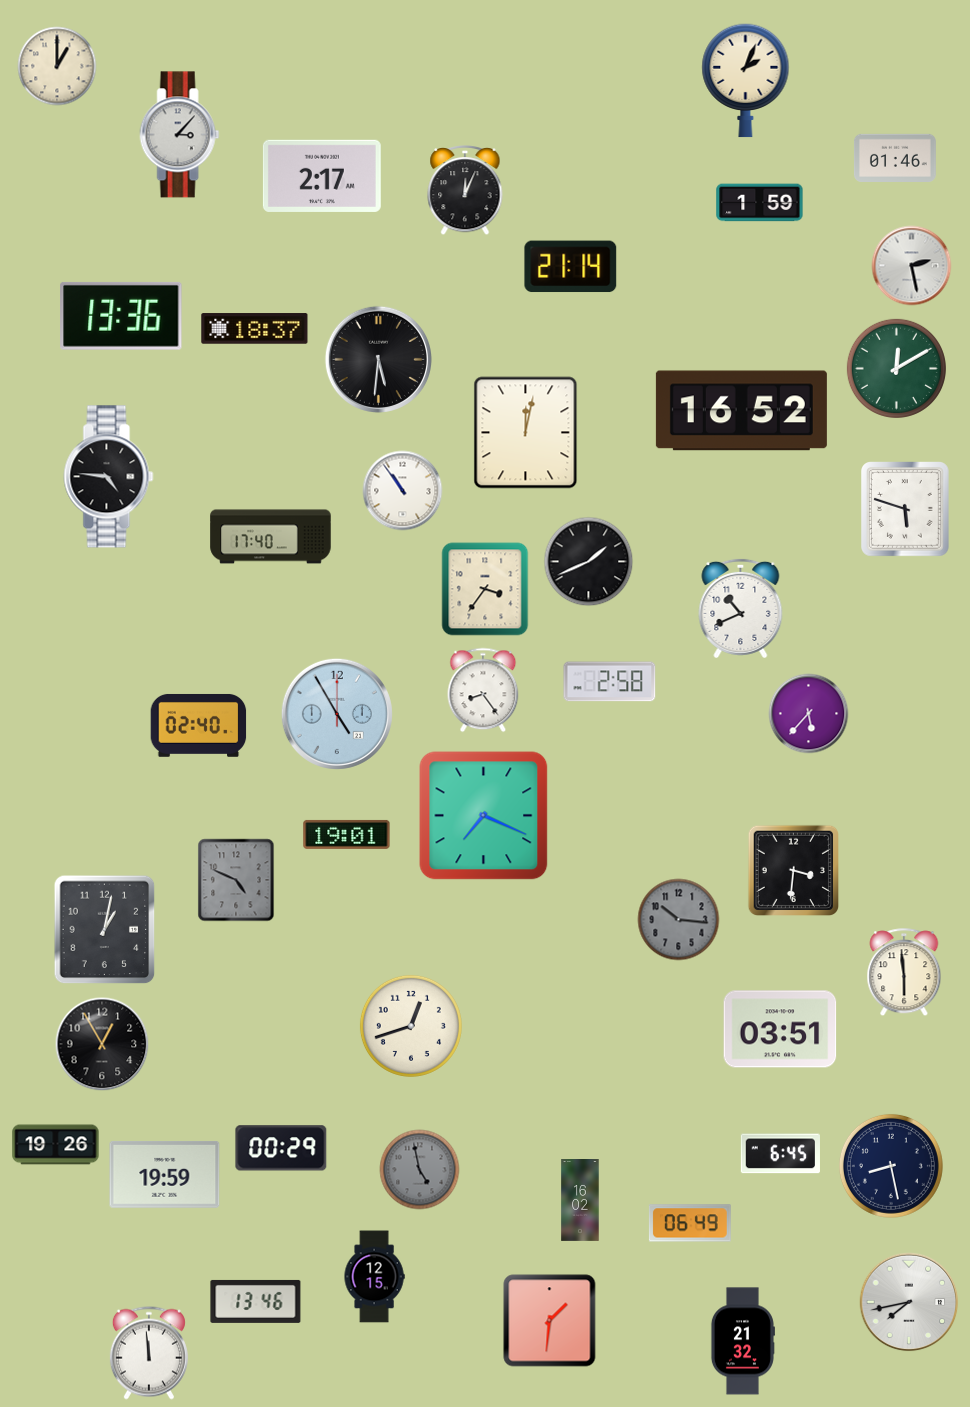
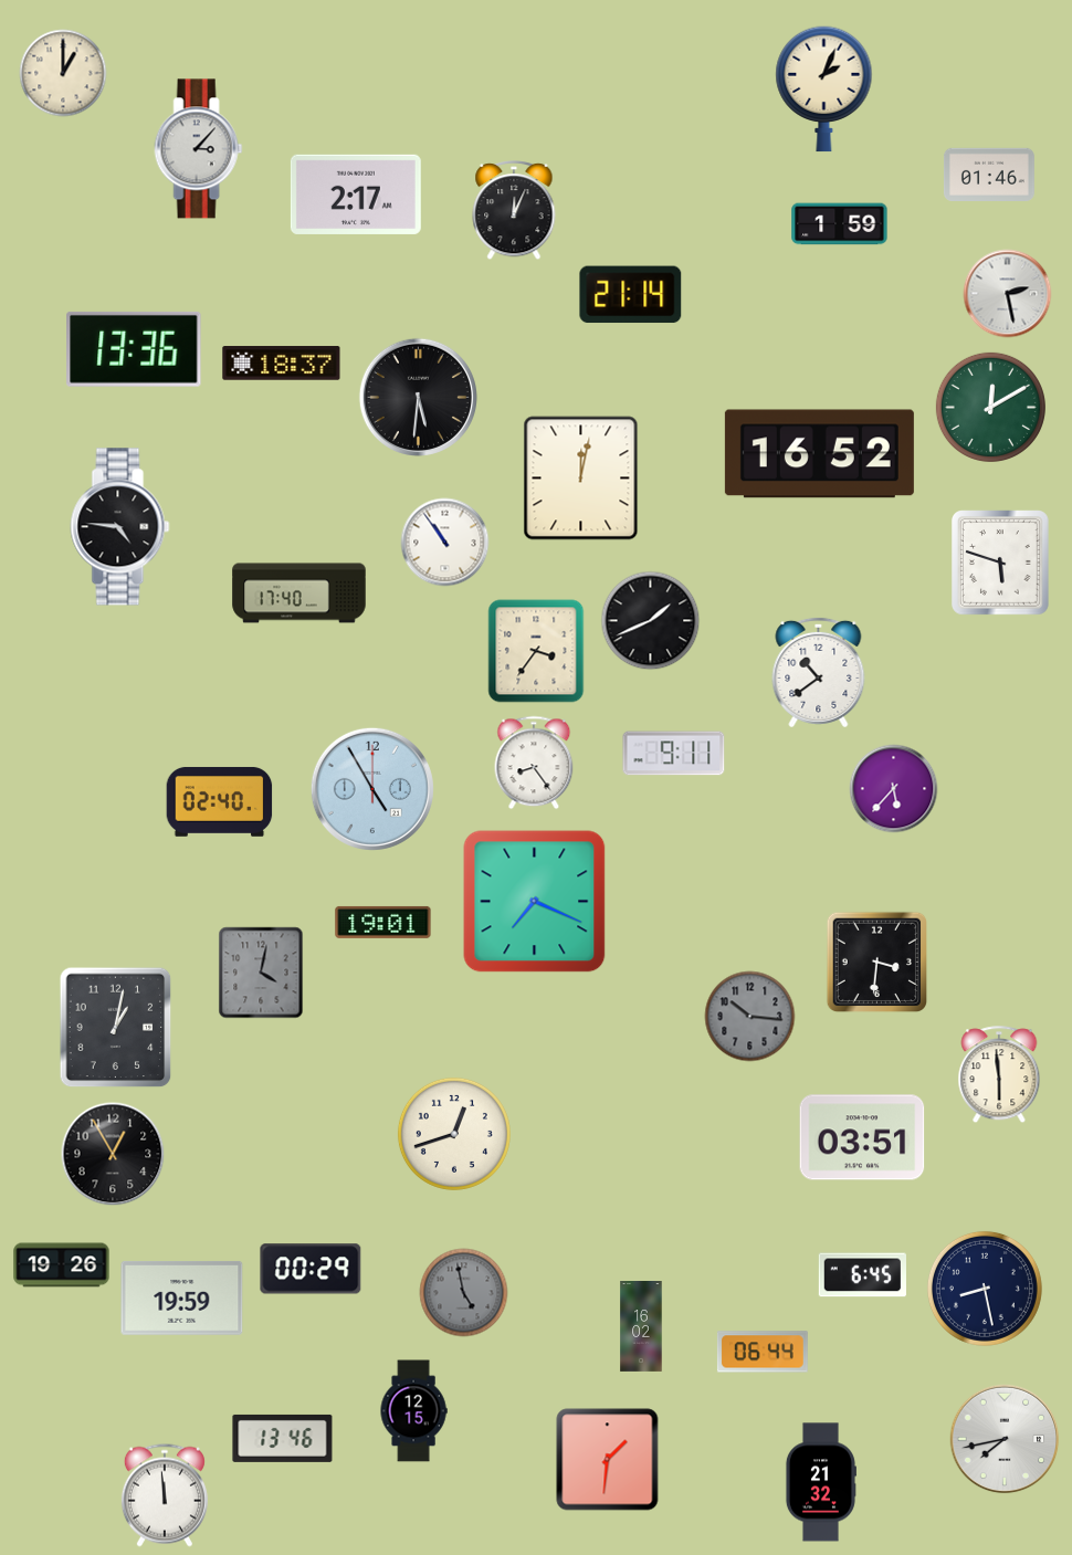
clock at (741, 608): 10:41 -> 10:39
clock at (610, 682): 2:58 -> 9:11
clock at (236, 880): 4:49 -> 4:02
clock at (690, 1223): 06:49 -> 06:44
